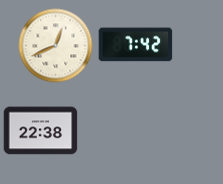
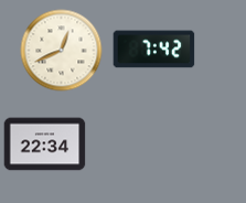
clock at (136, 45) position: (136, 45) -> (154, 50)
clock at (41, 131): 22:38 -> 22:34
